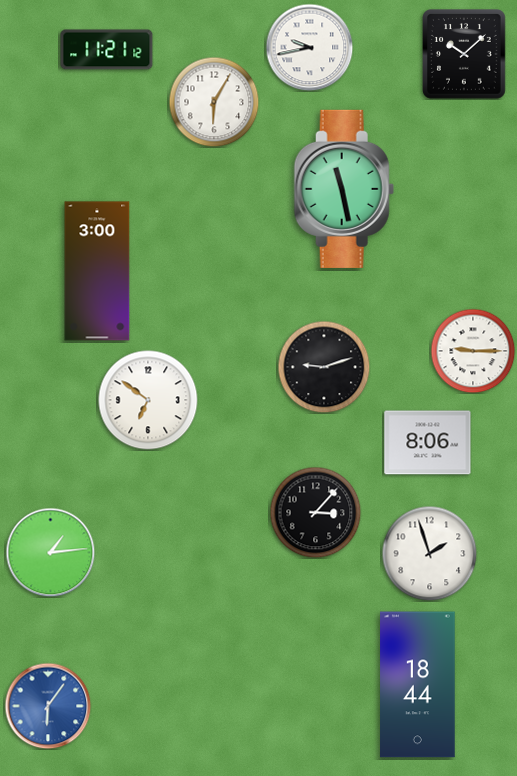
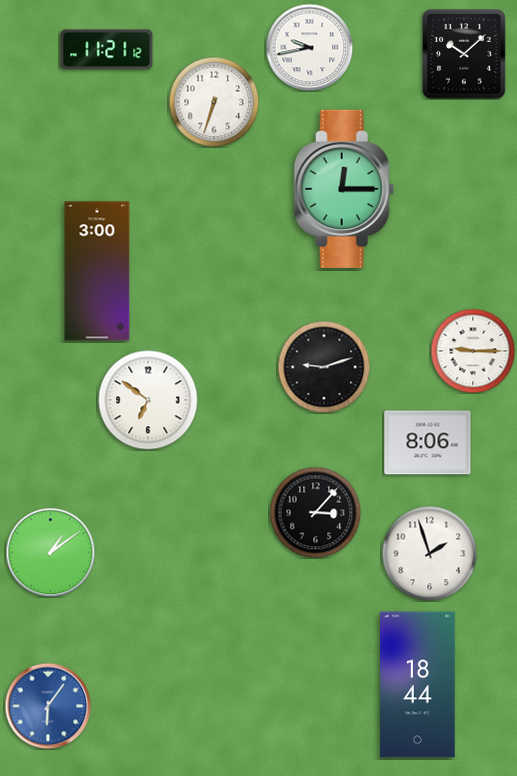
clock at (214, 102): 6:05 -> 6:33
clock at (344, 189): 11:28 -> 12:15
clock at (50, 552): 1:14 -> 1:09
